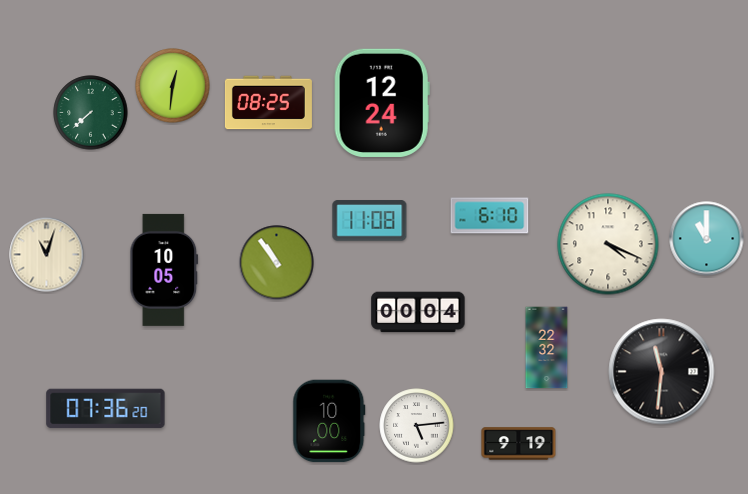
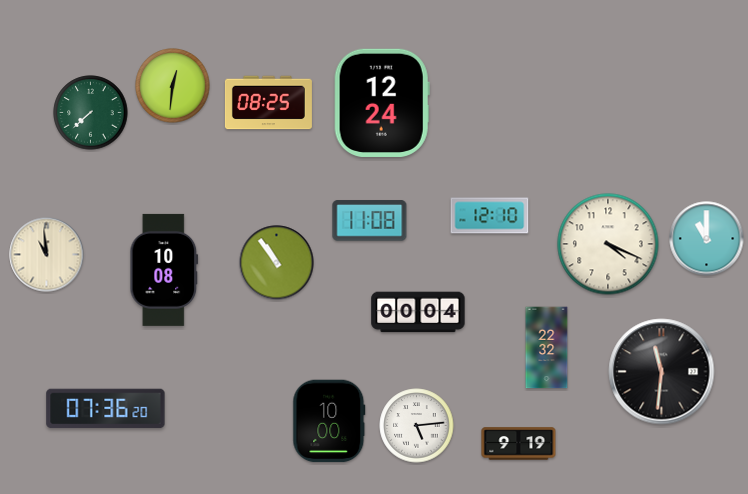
clock at (490, 216): 6:10 -> 12:10
clock at (47, 255): 11:03 -> 10:59
clock at (164, 270): 10:05 -> 10:08
